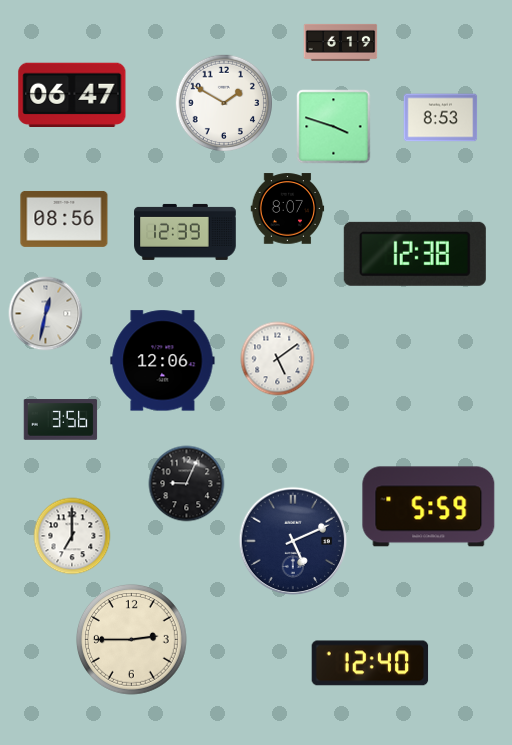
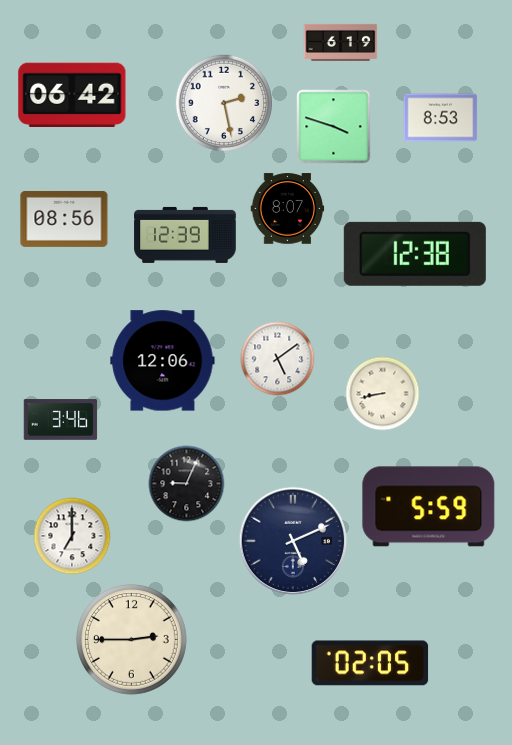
clock at (72, 94): 06:47 -> 06:42
clock at (223, 102): 1:50 -> 2:28
clock at (185, 232) position: (185, 232) -> (185, 235)
clock at (46, 314): 12:32 -> none
clock at (383, 394): none -> 8:43
clock at (61, 420): 3:56 -> 3:46
clock at (370, 663): 12:40 -> 02:05
